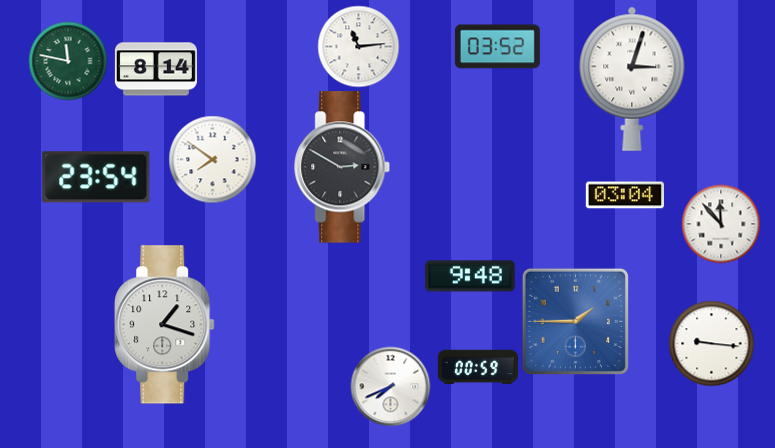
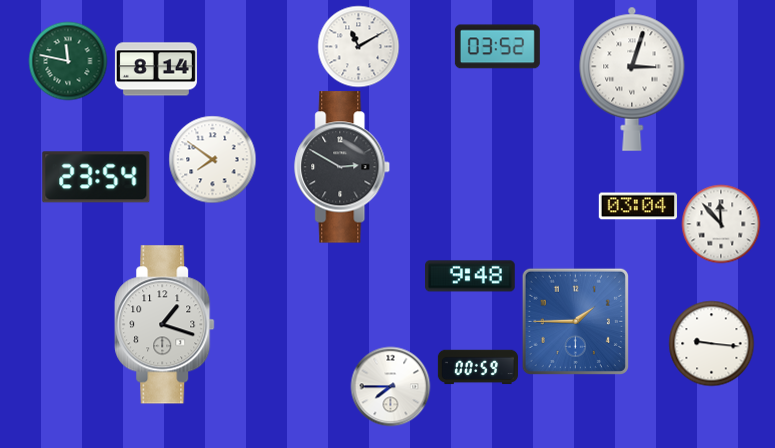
clock at (358, 46): 11:14 -> 11:10
clock at (625, 195) position: (625, 195) -> (638, 206)
clock at (390, 386): 7:41 -> 7:45
